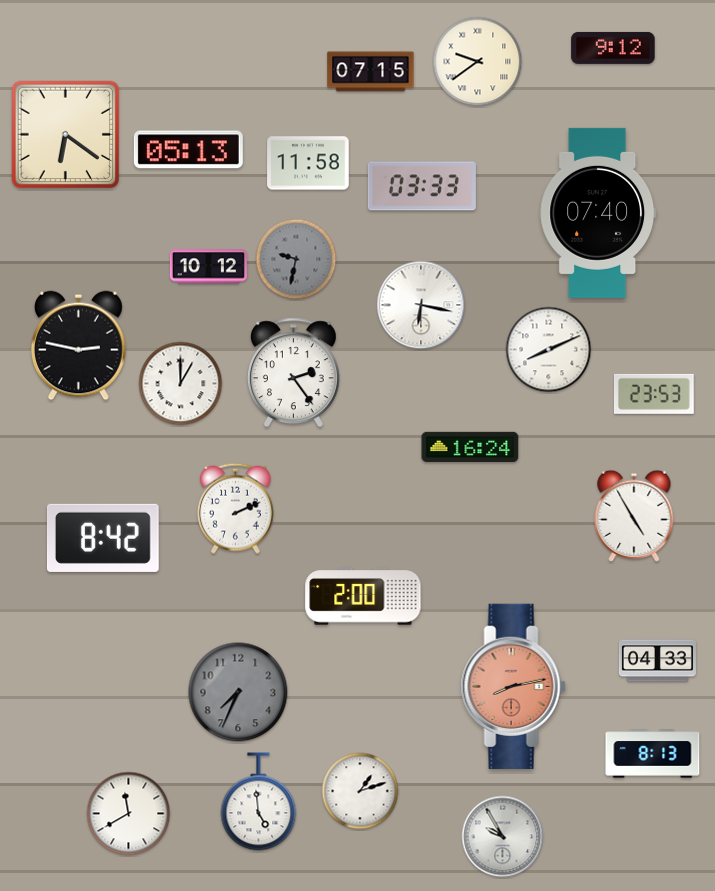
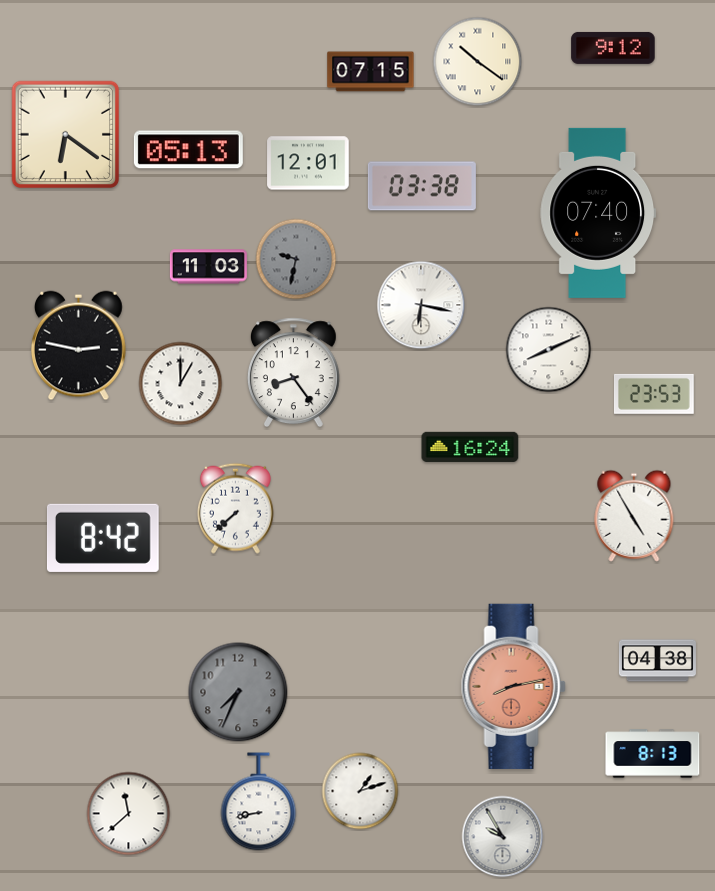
clock at (478, 62): 9:39 -> 10:21
clock at (308, 163): 11:58 -> 12:01
clock at (422, 186): 03:33 -> 03:38
clock at (208, 267): 10:12 -> 11:03
clock at (293, 373): 2:24 -> 8:24
clock at (235, 508): 2:11 -> 7:38
clock at (363, 596): 2:00 -> none
clock at (657, 661): 04:33 -> 04:38
clock at (259, 802): 4:59 -> 8:43
clock at (129, 814): 11:40 -> 11:38
